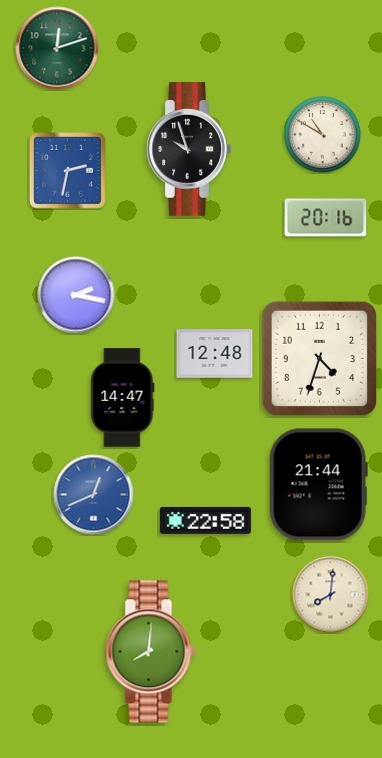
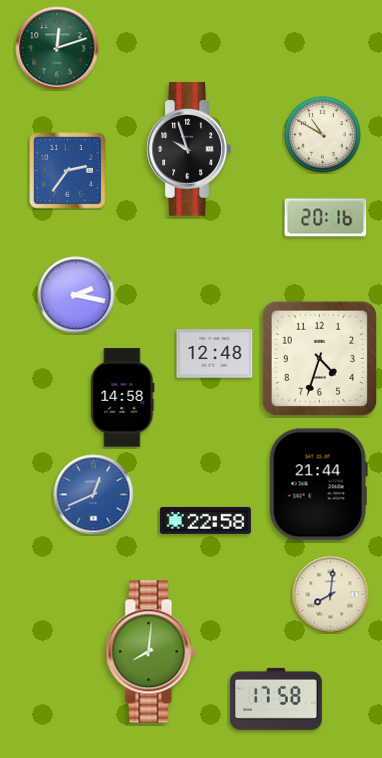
clock at (68, 171): 2:32 -> 2:36
clock at (123, 398): 14:47 -> 14:58
clock at (276, 699): none -> 17:58
